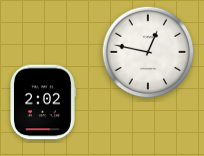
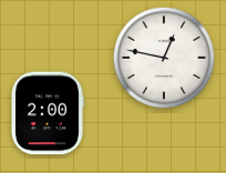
clock at (43, 102): 2:02 -> 2:00
